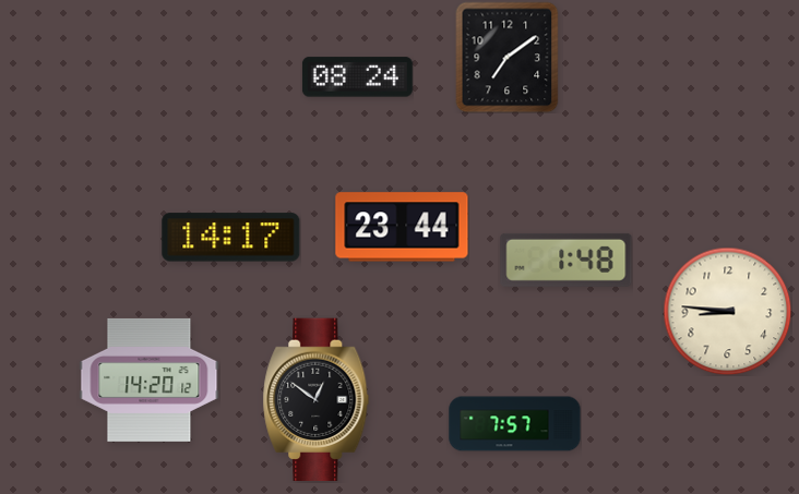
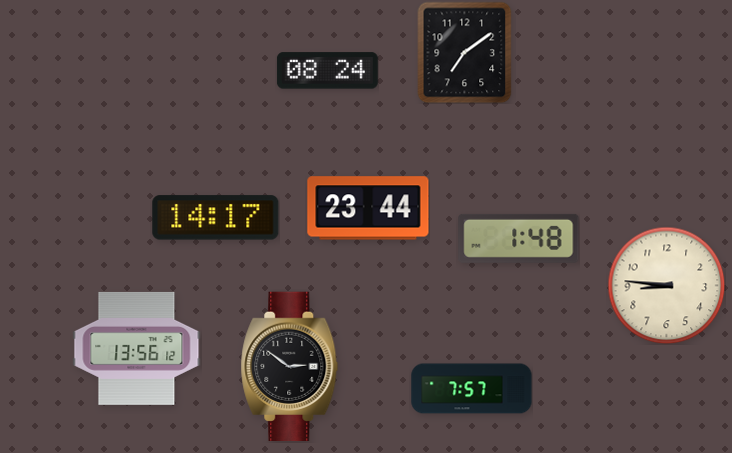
clock at (231, 238) position: (231, 238) -> (216, 218)
clock at (150, 379): 14:20 -> 13:56
clock at (317, 400): 12:51 -> 2:51
